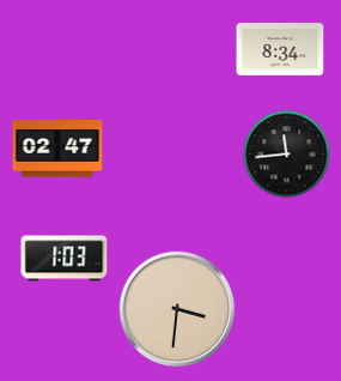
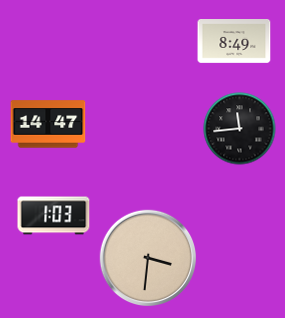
clock at (280, 50): 8:34 -> 8:49
clock at (57, 149): 02:47 -> 14:47
